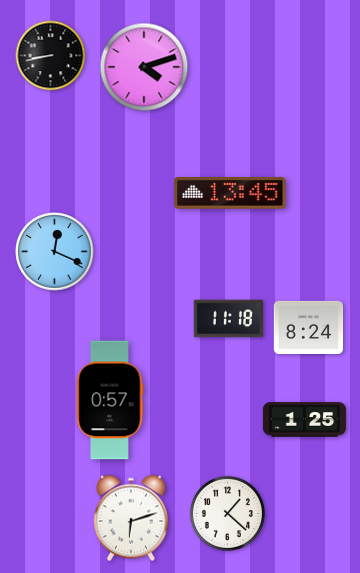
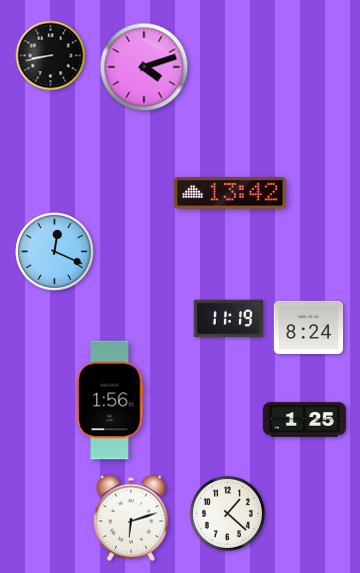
clock at (230, 194): 13:45 -> 13:42
clock at (229, 319): 11:18 -> 11:19
clock at (110, 400): 0:57 -> 1:56
